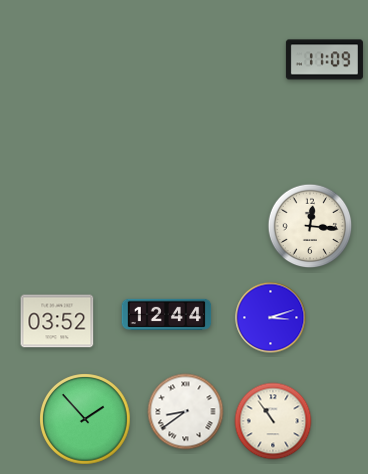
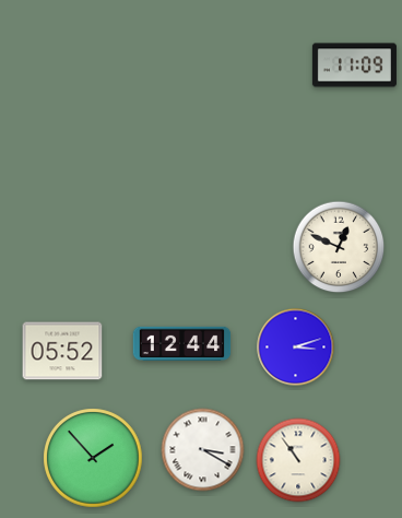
clock at (310, 226): 12:16 -> 12:49
clock at (57, 321): 03:52 -> 05:52
clock at (186, 412): 8:39 -> 3:20
